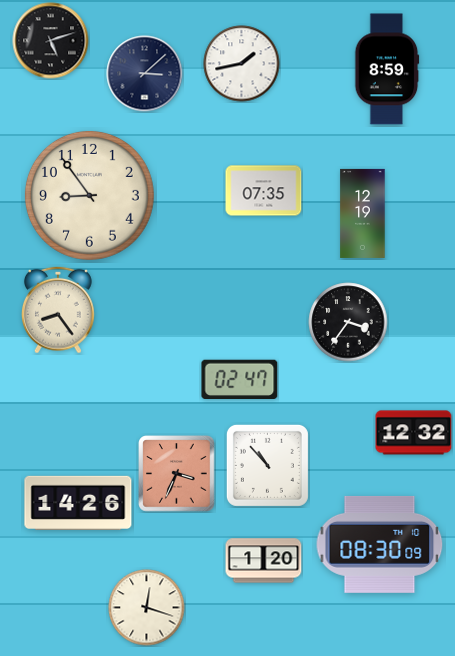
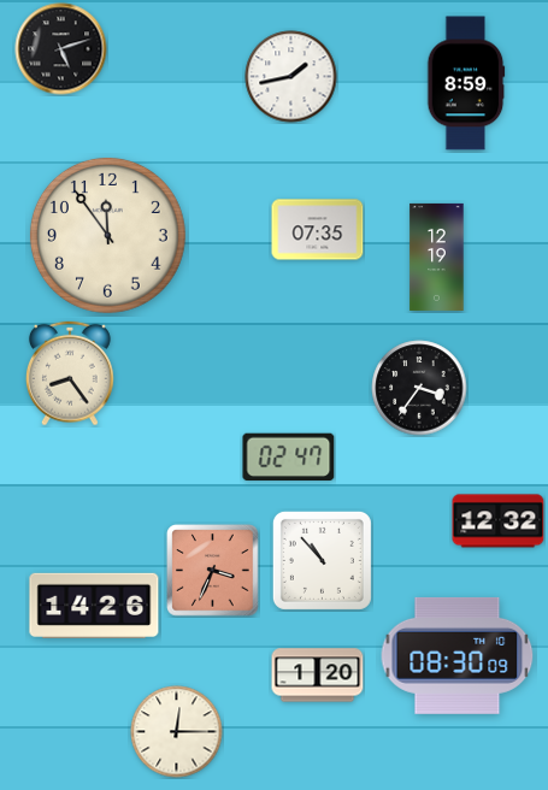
clock at (145, 74): 3:08 -> none
clock at (89, 195): 8:54 -> 11:54
clock at (147, 608): 12:18 -> 12:15
